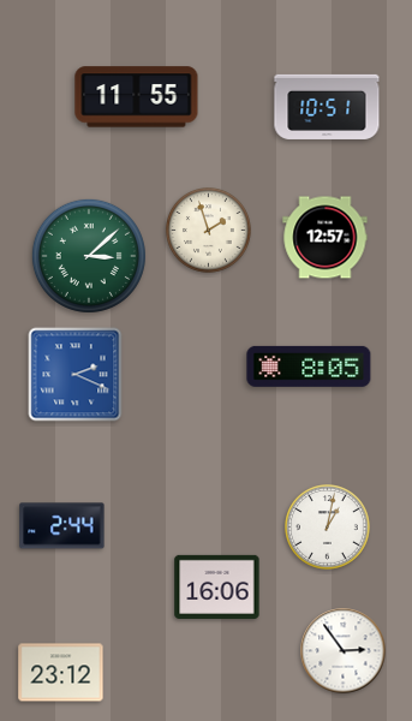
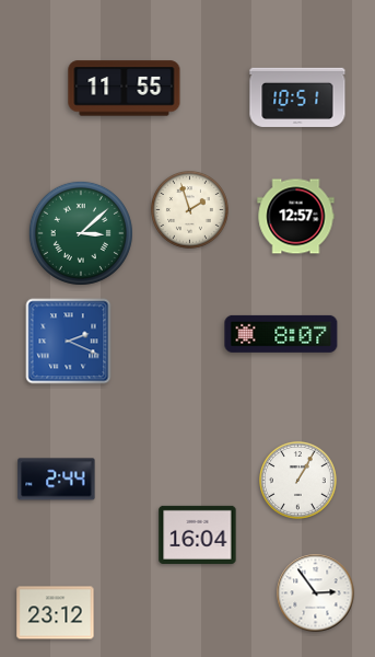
clock at (309, 367): 8:05 -> 8:07
clock at (328, 528): 1:02 -> 1:05
clock at (217, 586): 16:06 -> 16:04
clock at (344, 651) position: (344, 651) -> (316, 593)
